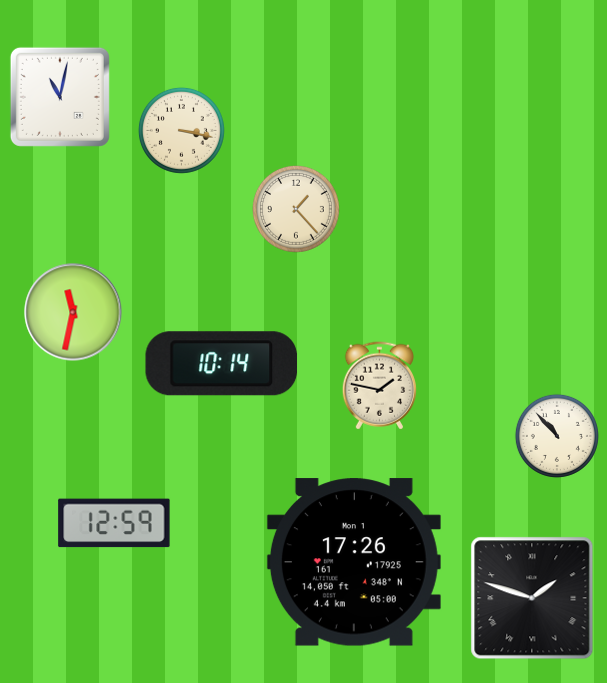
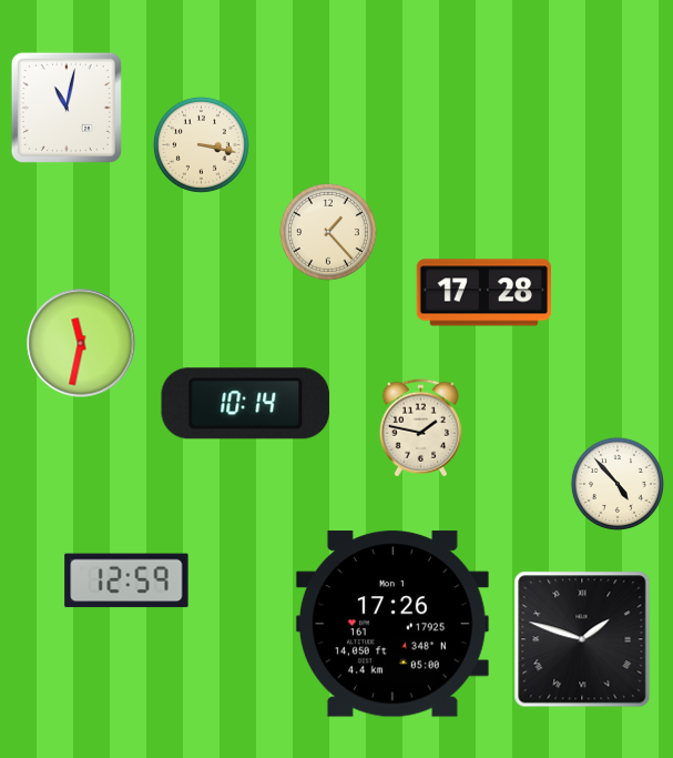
clock at (483, 293): none -> 17:28
clock at (73, 312) position: (73, 312) -> (81, 343)
clock at (557, 436): 10:53 -> 4:53
clock at (532, 598) position: (532, 598) -> (582, 639)
